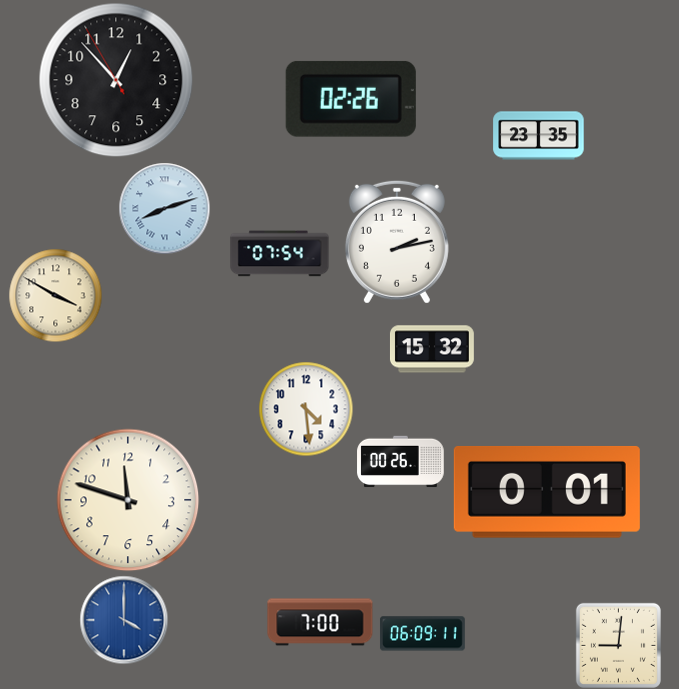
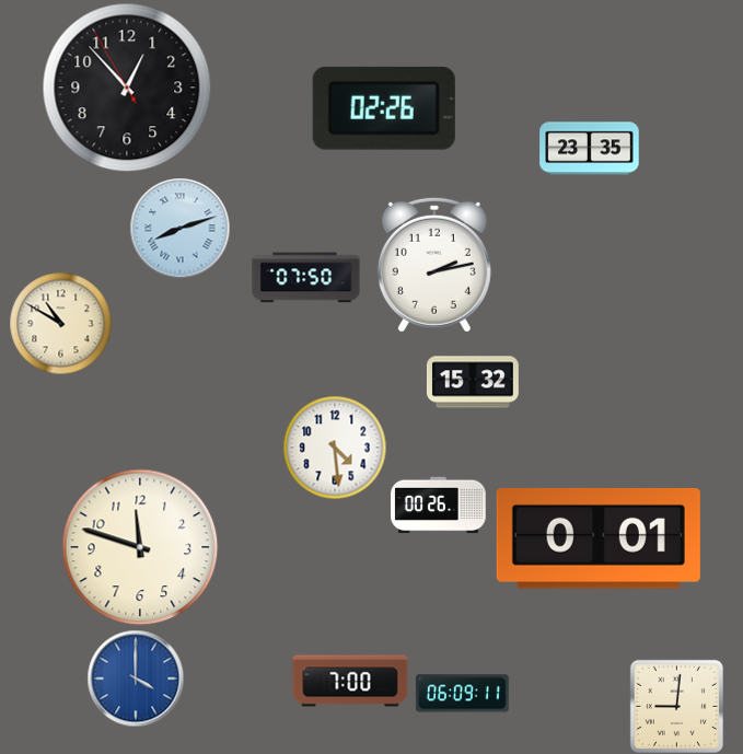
clock at (280, 254): 07:54 -> 07:50
clock at (55, 295): 3:50 -> 10:50
